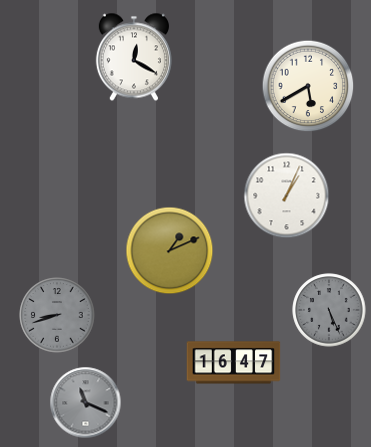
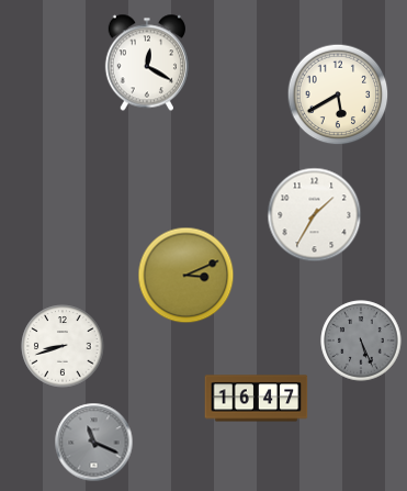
clock at (287, 196): 1:04 -> 1:35
clock at (170, 251): 1:11 -> 3:11
clock at (57, 315) dial: grey -> white
